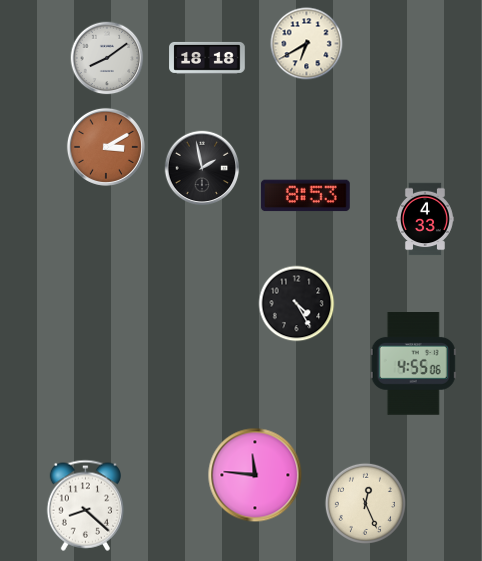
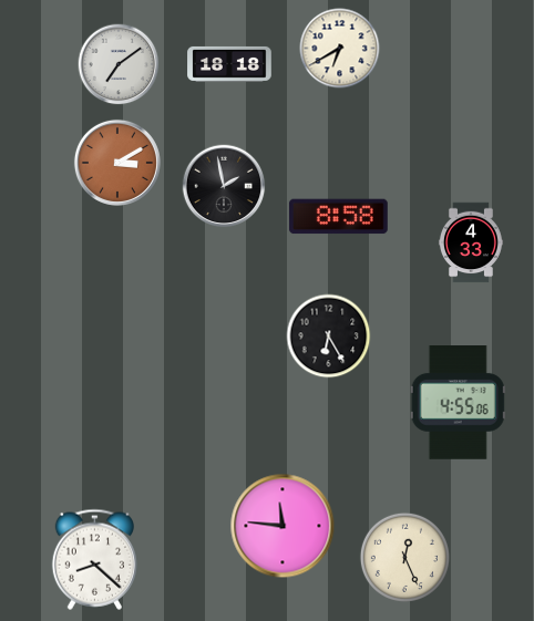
clock at (107, 58): 8:09 -> 7:09
clock at (305, 196): 8:53 -> 8:58
clock at (297, 304): 4:25 -> 6:25
